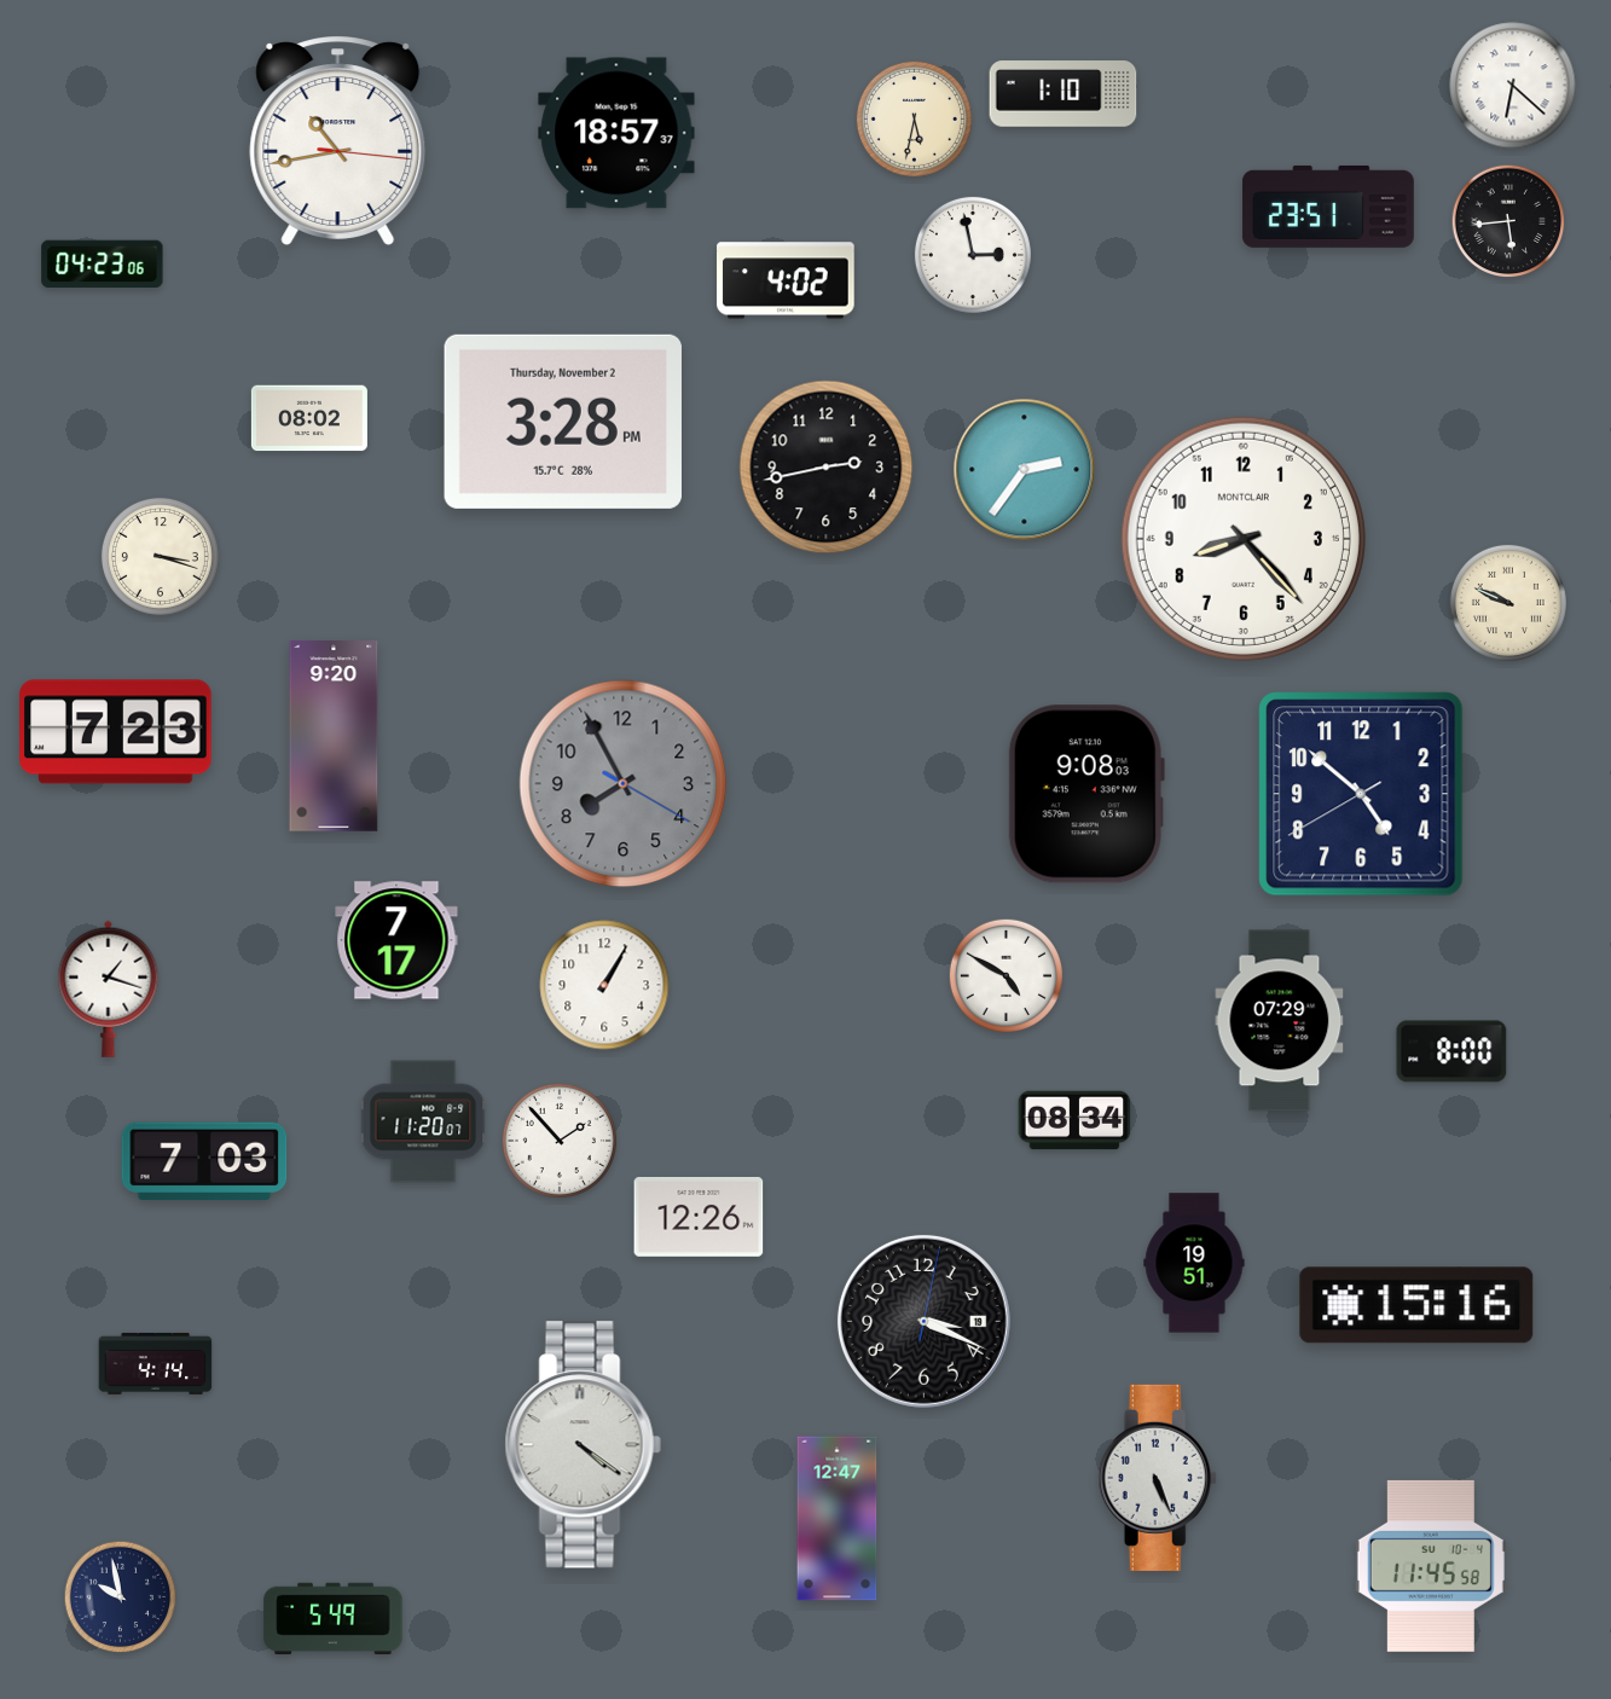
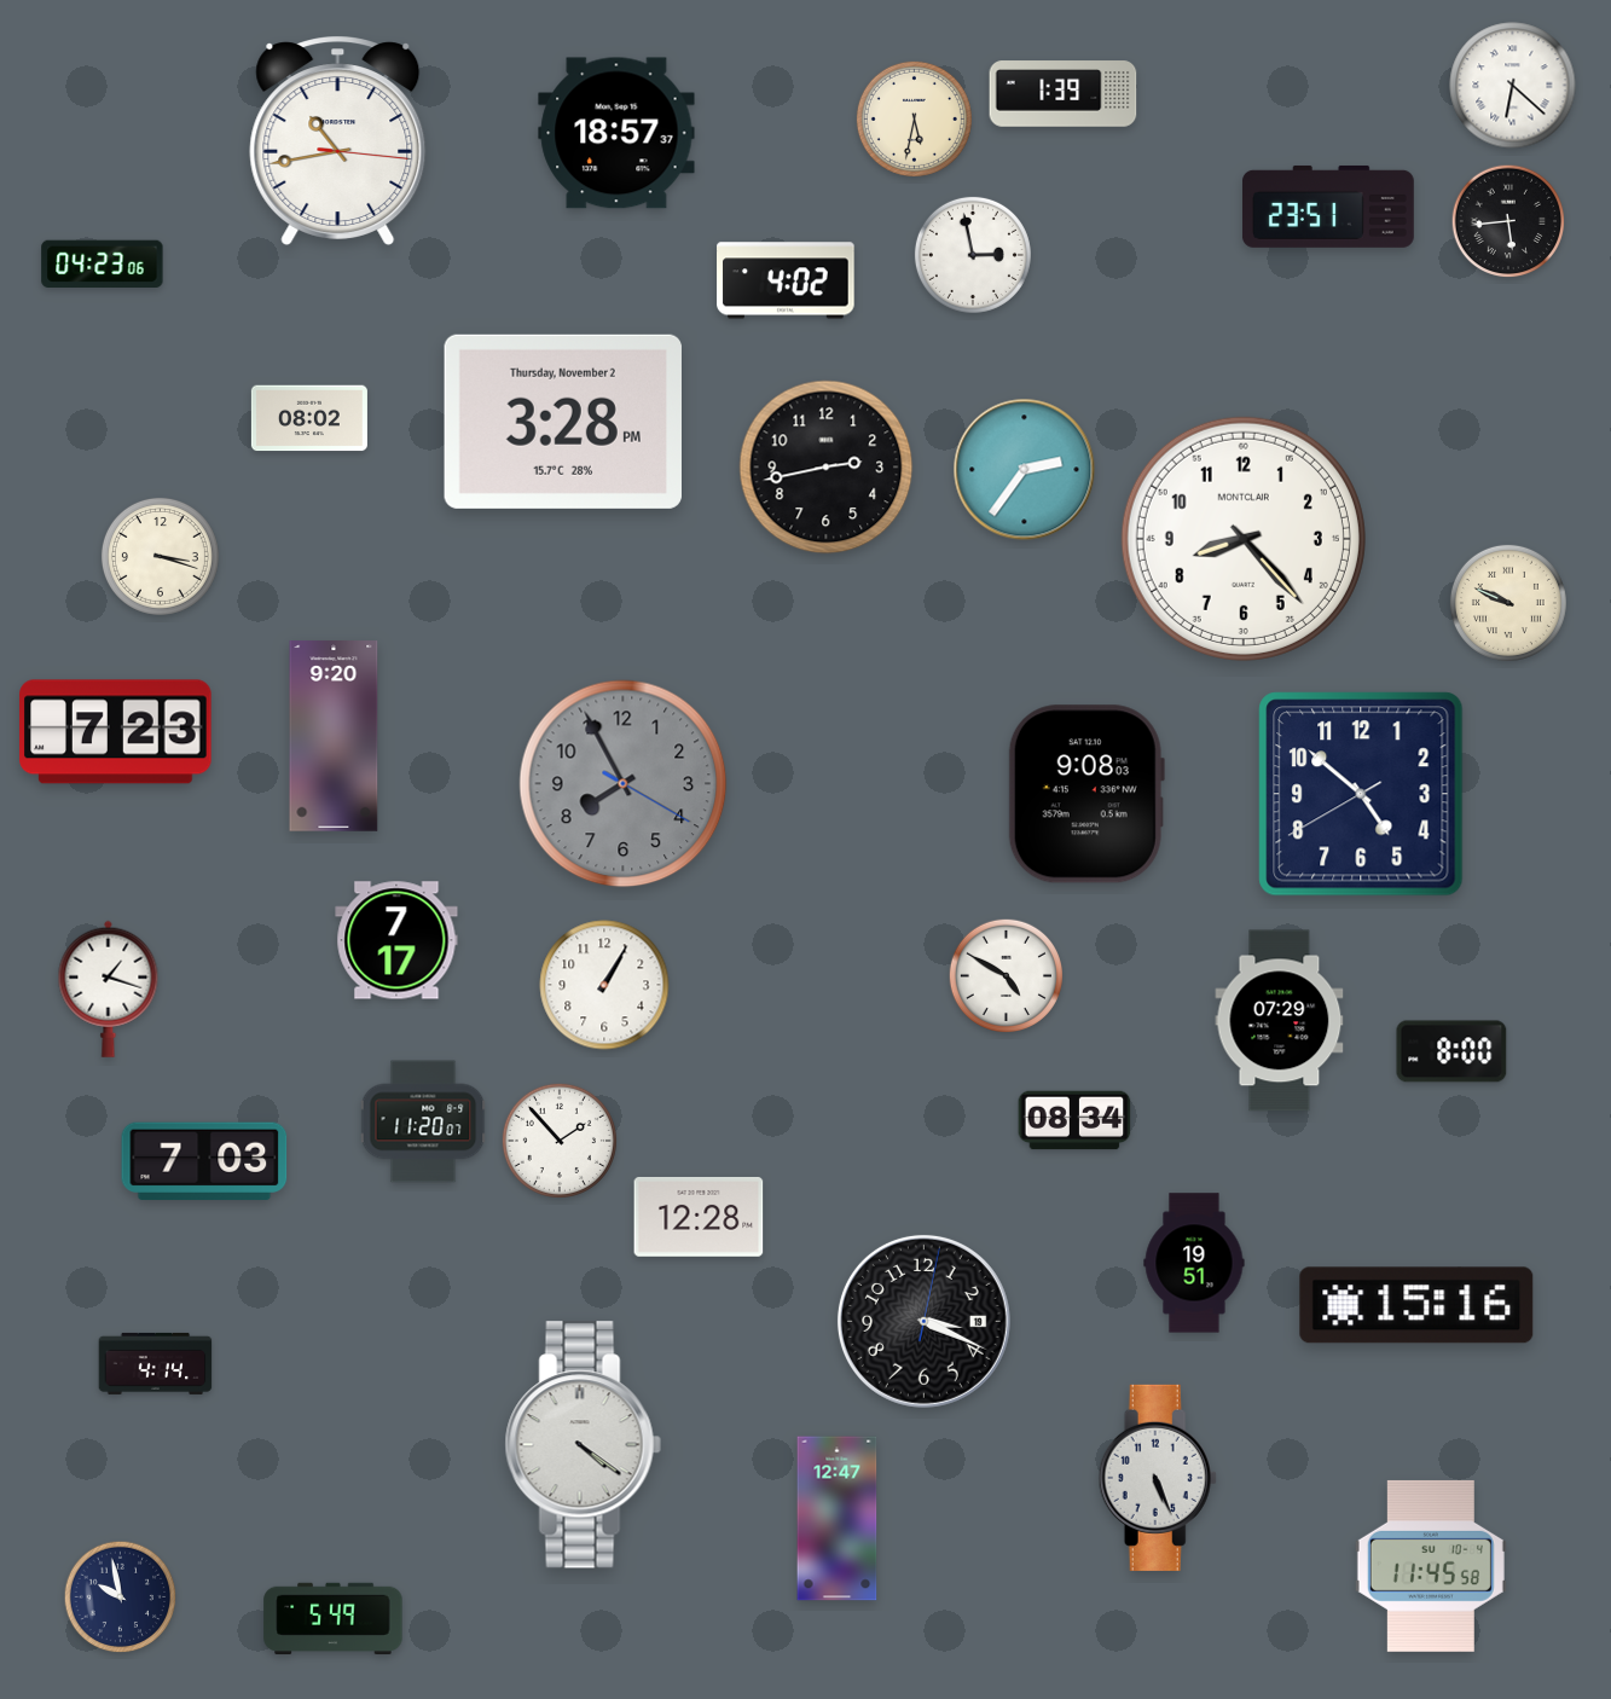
clock at (1064, 94): 1:10 -> 1:39
clock at (699, 1217): 12:26 -> 12:28
